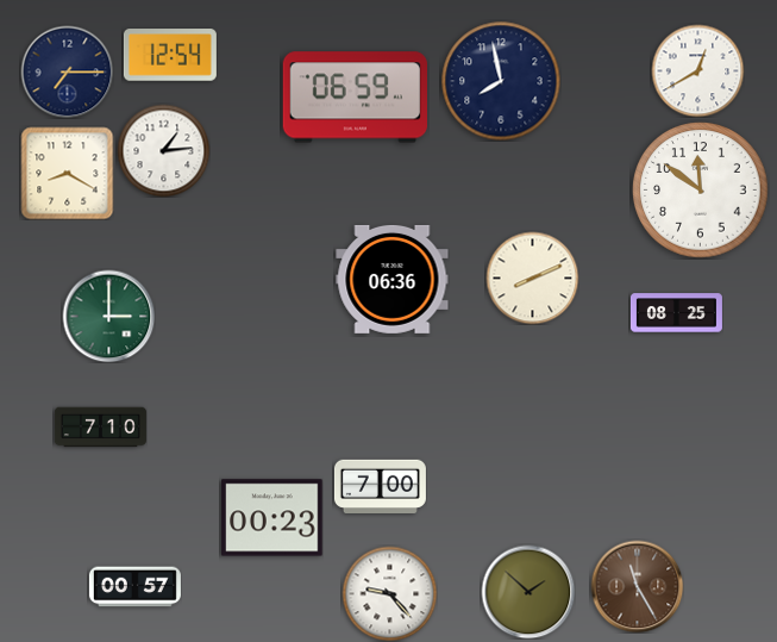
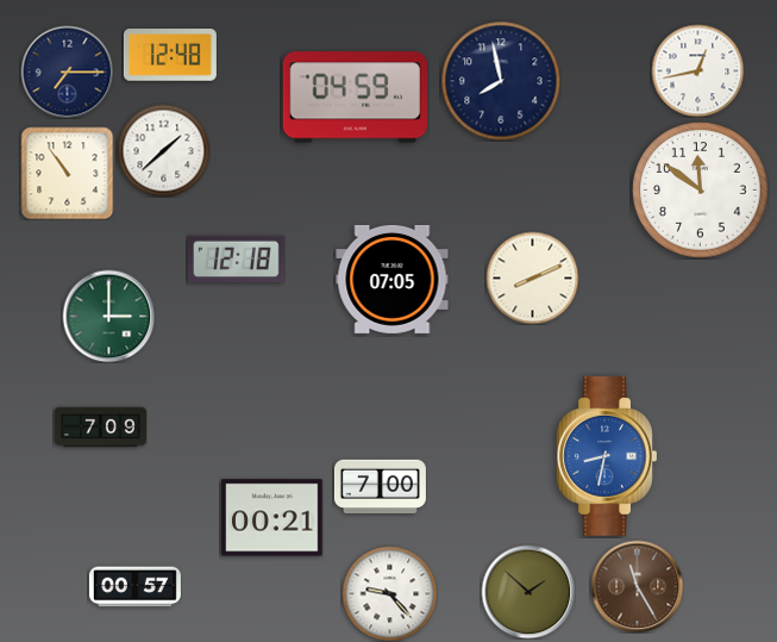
clock at (170, 55): 12:54 -> 12:48
clock at (697, 70): 12:40 -> 12:43
clock at (355, 98): 06:59 -> 04:59
clock at (163, 150): 1:14 -> 1:38
clock at (67, 173): 8:20 -> 10:54
clock at (236, 260): none -> 12:18
clock at (393, 279): 06:36 -> 07:05
clock at (676, 313): 08:25 -> none
clock at (100, 428): 7:10 -> 7:09
clock at (607, 457): none -> 8:32
clock at (272, 518): 00:23 -> 00:21
